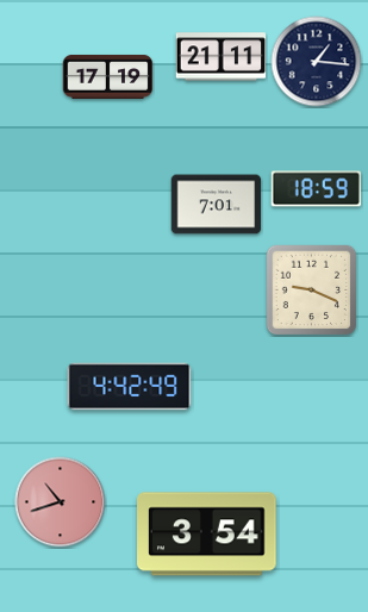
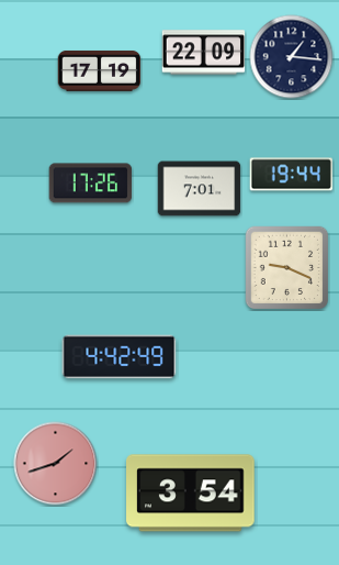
clock at (222, 57): 21:11 -> 22:09
clock at (317, 189): 18:59 -> 19:44
clock at (91, 184): none -> 17:26
clock at (61, 502): 10:42 -> 1:42
